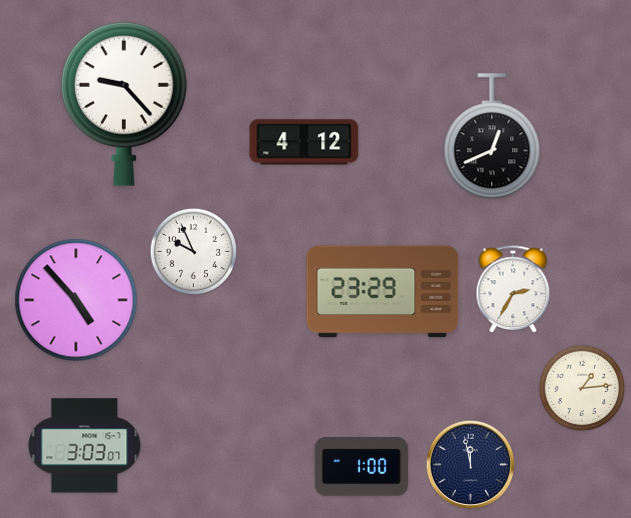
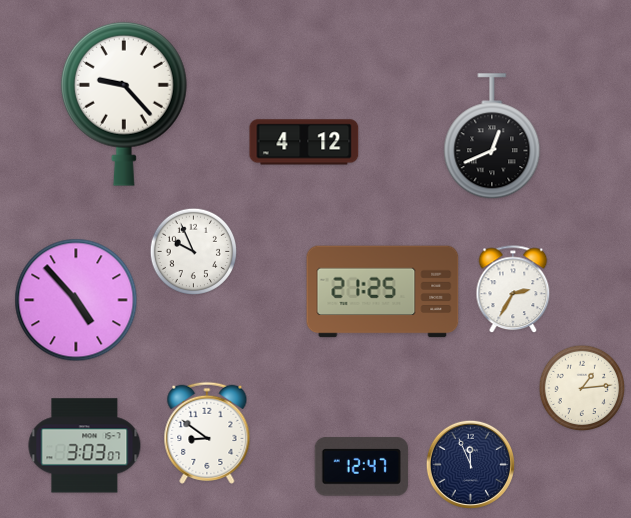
clock at (383, 292): 23:29 -> 21:25
clock at (207, 433): none -> 8:51
clock at (470, 464): 11:58 -> 11:56
clock at (361, 467): 1:00 -> 12:47
